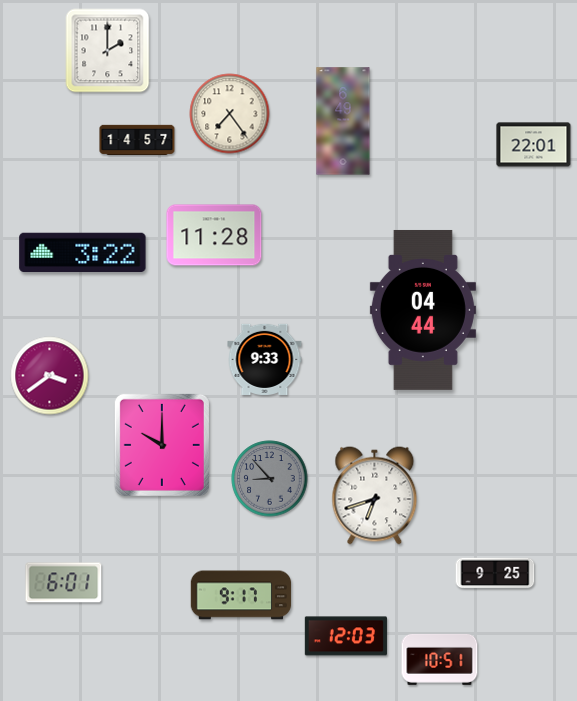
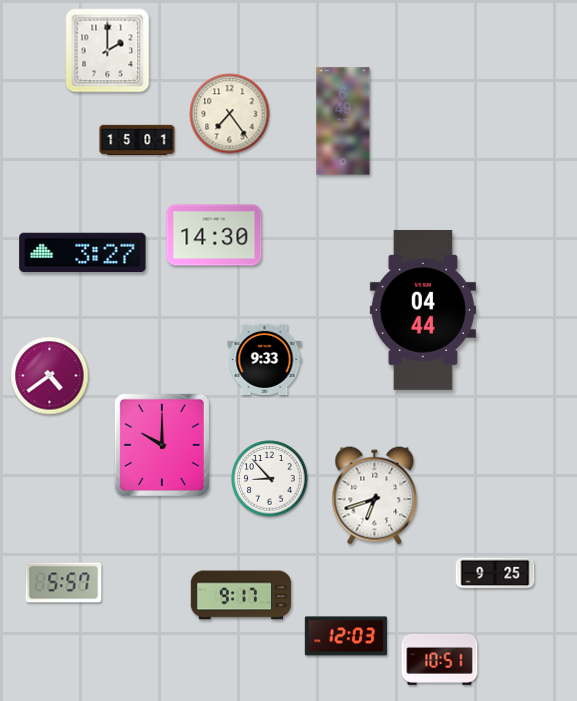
clock at (137, 139): 14:57 -> 15:01
clock at (534, 145): 22:01 -> none
clock at (214, 235): 11:28 -> 14:30
clock at (83, 253): 3:22 -> 3:27
clock at (50, 376): 3:39 -> 4:39
clock at (270, 479) dial: grey -> white
clock at (64, 583): 6:01 -> 5:57
